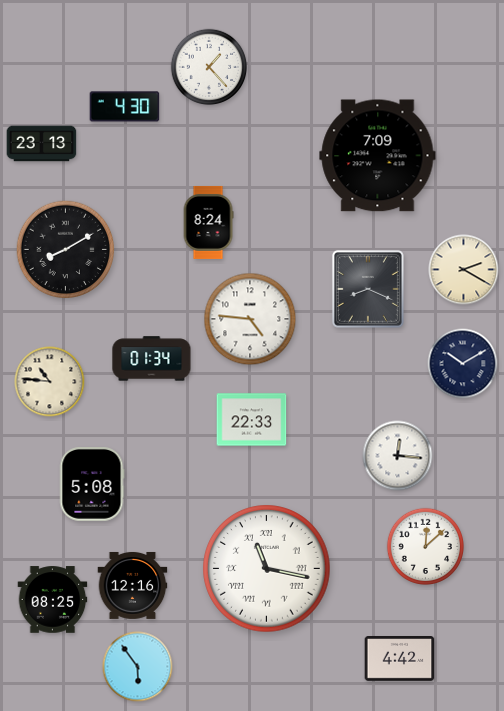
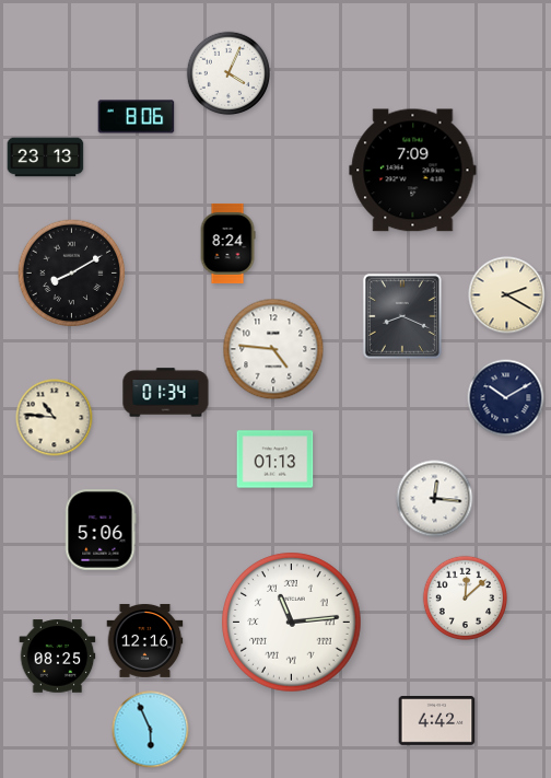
clock at (209, 67): 1:23 -> 4:04
clock at (125, 107): 4:30 -> 8:06
clock at (252, 420): 22:33 -> 01:13
clock at (92, 485): 5:08 -> 5:06
clock at (267, 569): 11:17 -> 11:14
clock at (138, 667): 5:54 -> 5:56
